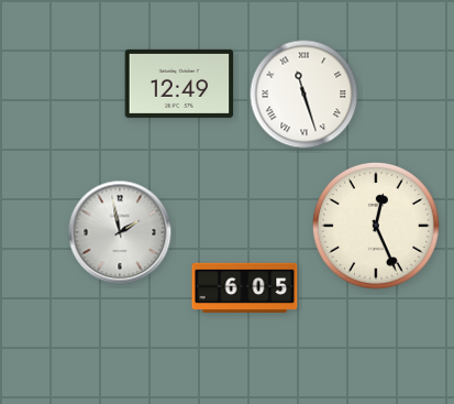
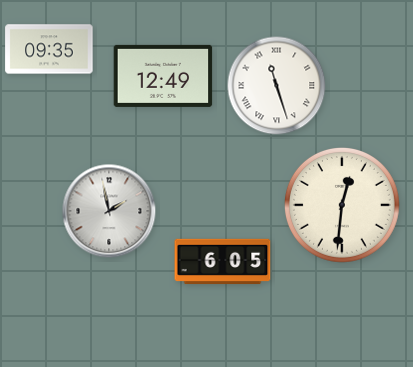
clock at (49, 49): none -> 09:35
clock at (376, 226): 12:26 -> 12:31
